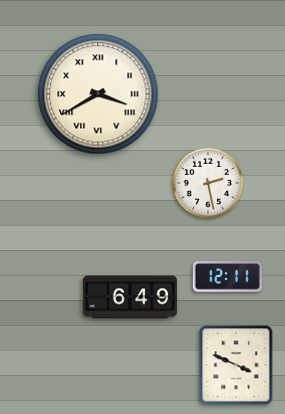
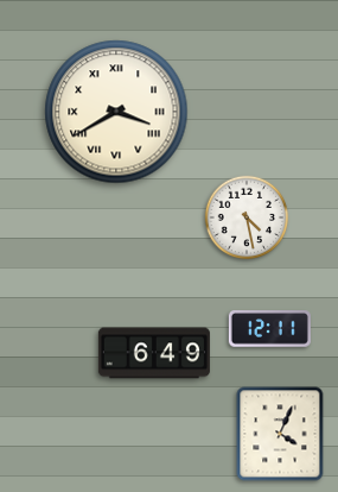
clock at (208, 183): 2:28 -> 4:28
clock at (236, 365): 3:49 -> 4:04
